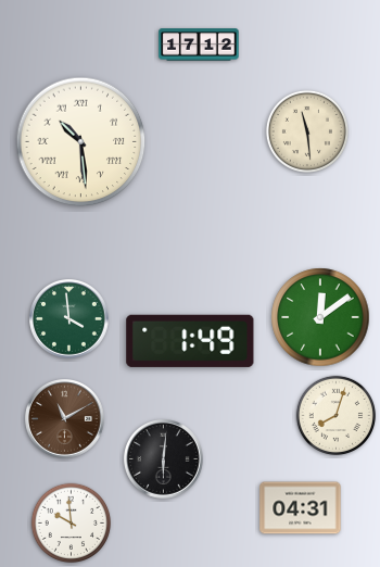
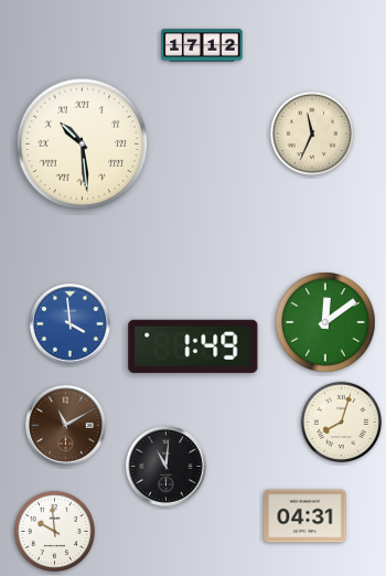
clock at (307, 131): 11:29 -> 11:34
clock at (69, 319) dial: green -> blue
clock at (164, 459): 6:01 -> 11:01
clock at (72, 524) position: (72, 524) -> (55, 532)
